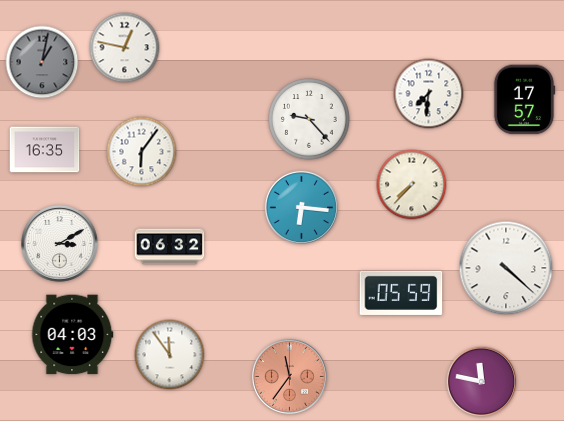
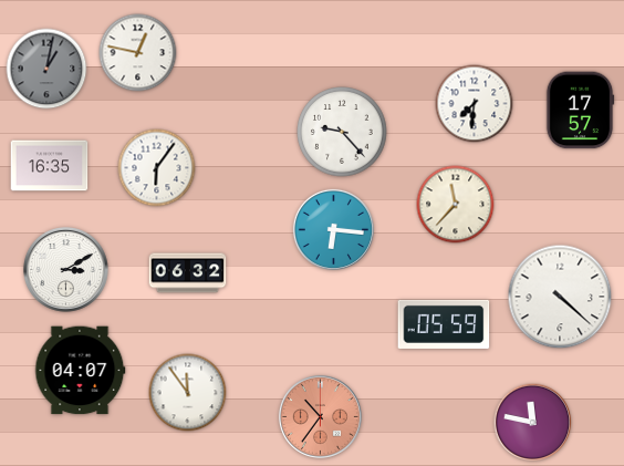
clock at (412, 185): 7:37 -> 11:37
clock at (73, 335): 04:03 -> 04:07
clock at (289, 376): 11:36 -> 10:36
